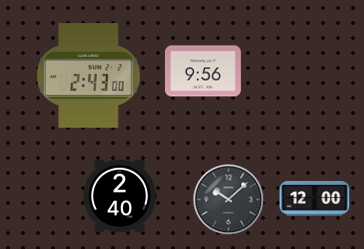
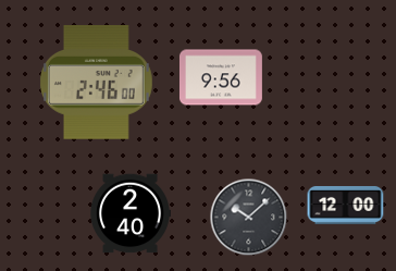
clock at (88, 76): 2:43 -> 2:46
clock at (315, 198) position: (315, 198) -> (346, 205)
